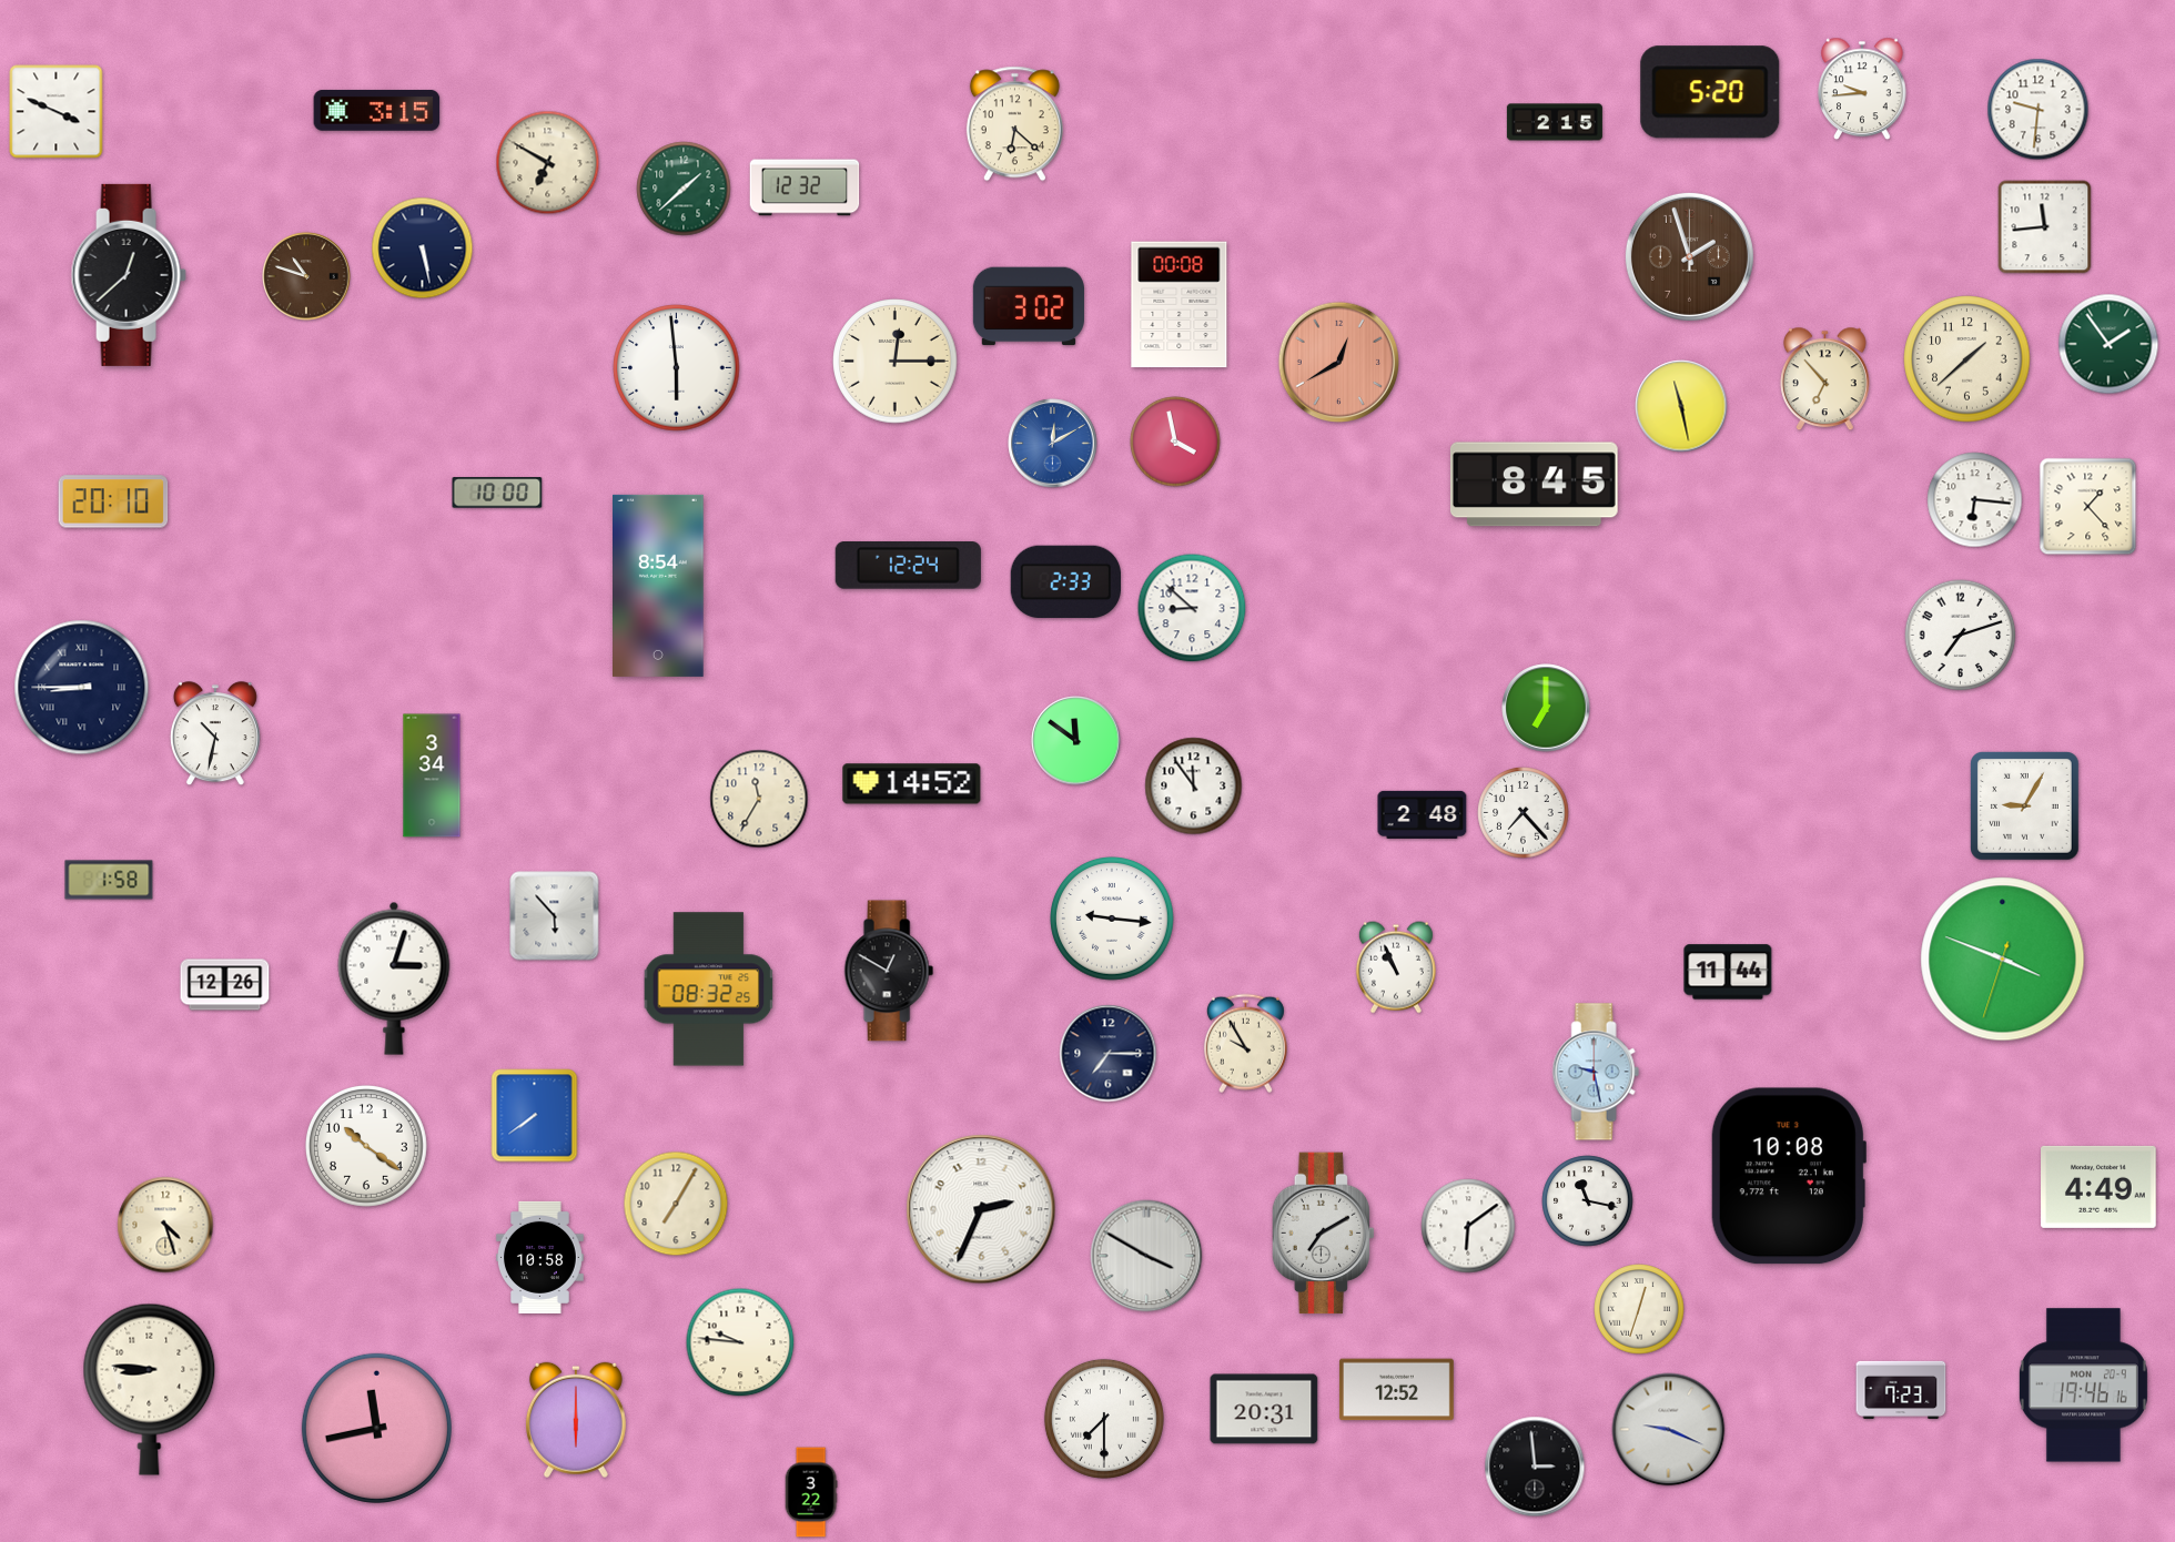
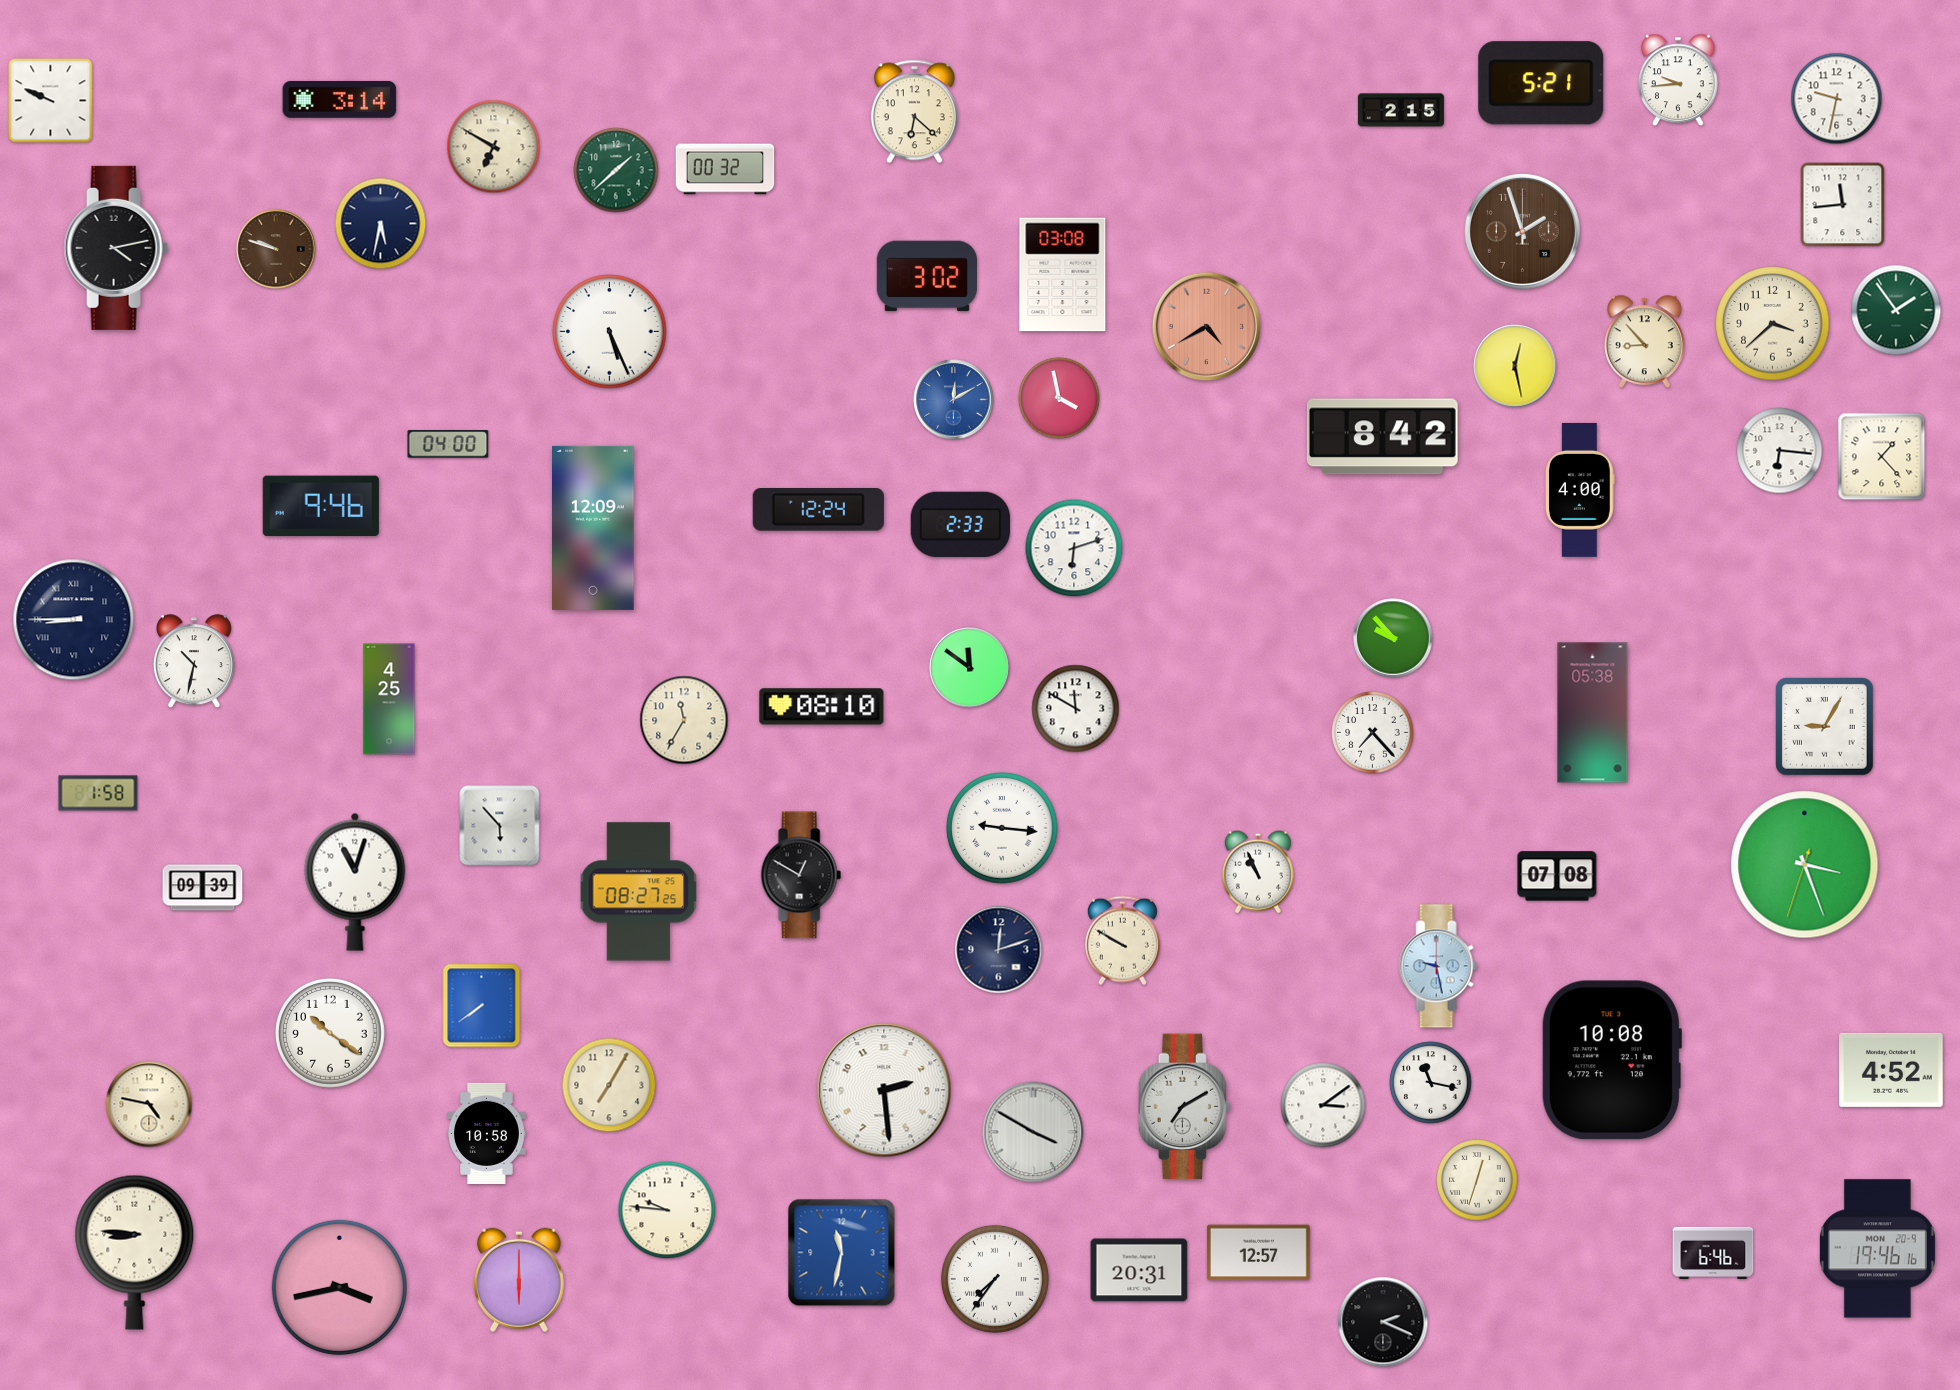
clock at (1710, 92): 5:20 -> 5:21
clock at (2039, 110): 9:31 -> 9:32
clock at (377, 111): 3:15 -> 3:14
clock at (57, 112): 3:49 -> 9:49
clock at (805, 187): 12:32 -> 00:32
clock at (423, 248): 5:28 -> 5:32
clock at (129, 275): 12:38 -> 4:13
clock at (306, 276): 10:48 -> 9:48
clock at (1180, 305): 00:08 -> 03:08
clock at (2108, 344) position: (2108, 344) -> (1896, 310)
clock at (1967, 359): 1:38 -> 3:38
clock at (896, 362): 12:15 -> none
clock at (1339, 363): 12:40 -> 4:40
clock at (677, 368): 5:59 -> 5:26
clock at (1824, 379): 6:53 -> 8:53
clock at (1681, 406): 11:28 -> 12:28
clock at (1053, 444) position: (1053, 444) -> (954, 400)
clock at (1534, 485): 8:45 -> 8:42
clock at (497, 493): 10:00 -> 04:00
clock at (113, 501): 20:10 -> none
clock at (1580, 490): none -> 4:00
clock at (321, 506): none -> 9:46
clock at (659, 586): 8:54 -> 12:09
clock at (1192, 608): 8:52 -> 6:12
clock at (1961, 636): 7:12 -> none
clock at (1546, 708): 7:00 -> 9:53
clock at (432, 775): 3:34 -> 4:25
clock at (912, 784): 14:52 -> 08:10
clock at (1194, 787): 11:54 -> 11:50
clock at (1593, 713): none -> 05:38
clock at (1423, 814): 2:48 -> none
clock at (2003, 960): 3:48 -> 3:26
clock at (1728, 972): 11:44 -> 07:08
clock at (394, 978): 3:03 -> 11:03
clock at (225, 985): 12:26 -> 09:39
clock at (709, 990): 08:32 -> 08:27
clock at (1245, 1044): 9:55 -> 9:50
clock at (1109, 1054): 7:15 -> 12:12
clock at (2100, 1187): 4:49 -> 4:52
clock at (981, 1209): 2:34 -> 2:29
clock at (165, 1225): 4:27 -> 4:47
clock at (1468, 1226): 6:09 -> 3:09
clock at (1323, 1234) position: (1323, 1234) -> (1184, 1107)
clock at (842, 1253): none -> 11:32
clock at (1396, 1390): 12:52 -> 12:57
clock at (1901, 1390): 7:23 -> 6:46
clock at (1104, 1419): 7:30 -> 7:36
clock at (376, 1428): 11:43 -> 3:43
clock at (1669, 1430): 9:19 -> none
clock at (1535, 1467): 2:59 -> 2:19
clock at (811, 1492): 3:22 -> none
